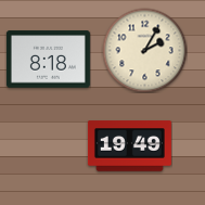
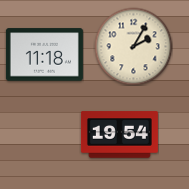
clock at (48, 60): 8:18 -> 11:18
clock at (129, 146): 19:49 -> 19:54
